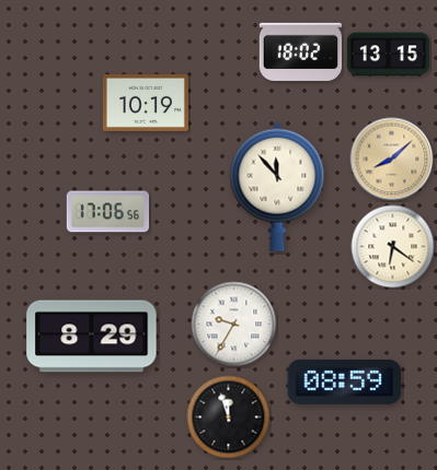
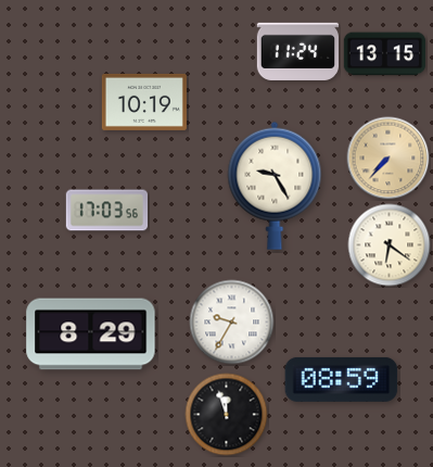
clock at (301, 51): 18:02 -> 11:24
clock at (392, 160): 8:08 -> 7:37
clock at (277, 187): 11:53 -> 9:25
clock at (108, 212): 17:06 -> 17:03
